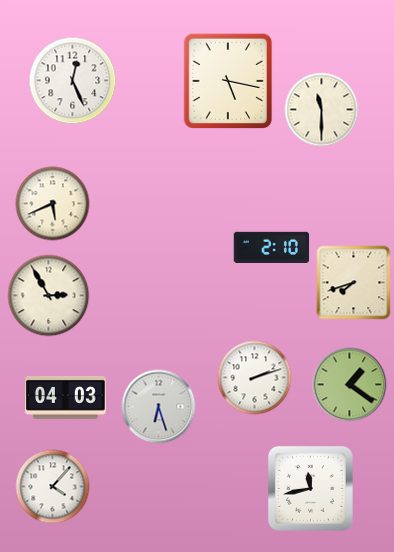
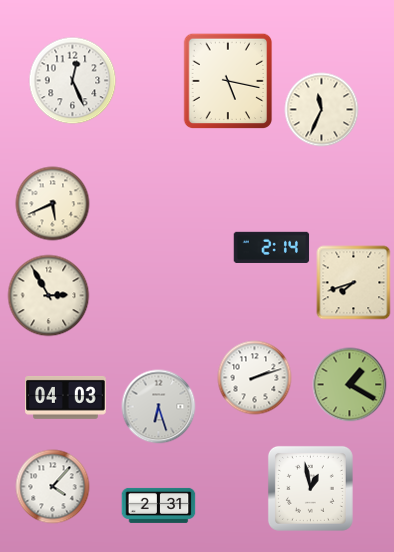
clock at (322, 110): 11:30 -> 11:34
clock at (272, 247): 2:10 -> 2:14
clock at (350, 385): 1:21 -> 1:20
clock at (310, 488): 11:43 -> 12:58
clock at (159, 505): none -> 2:31
